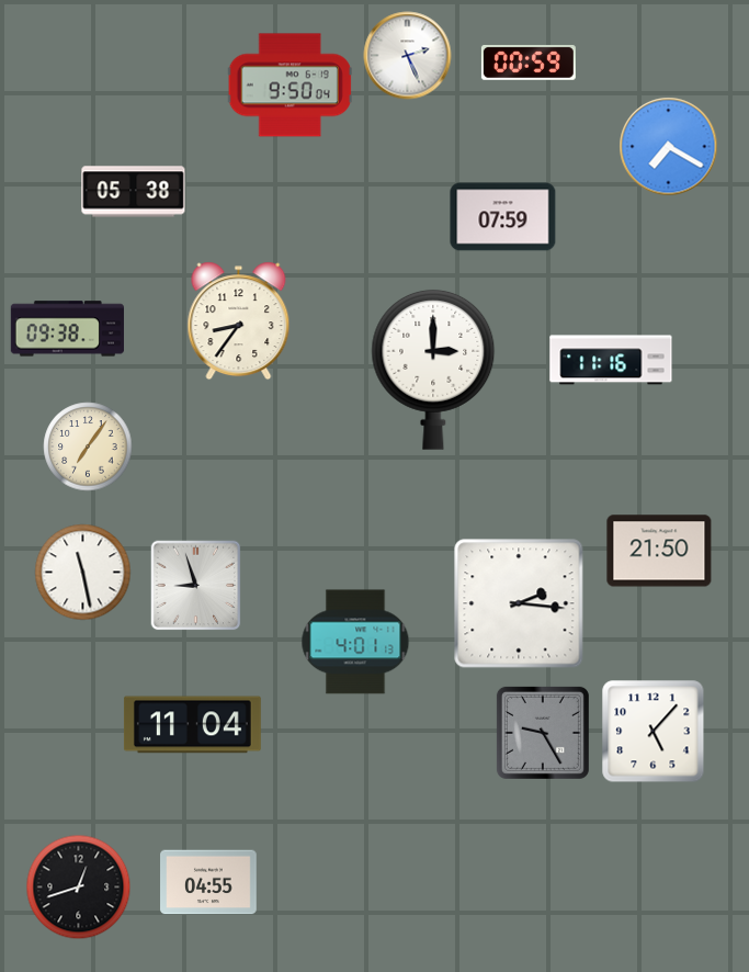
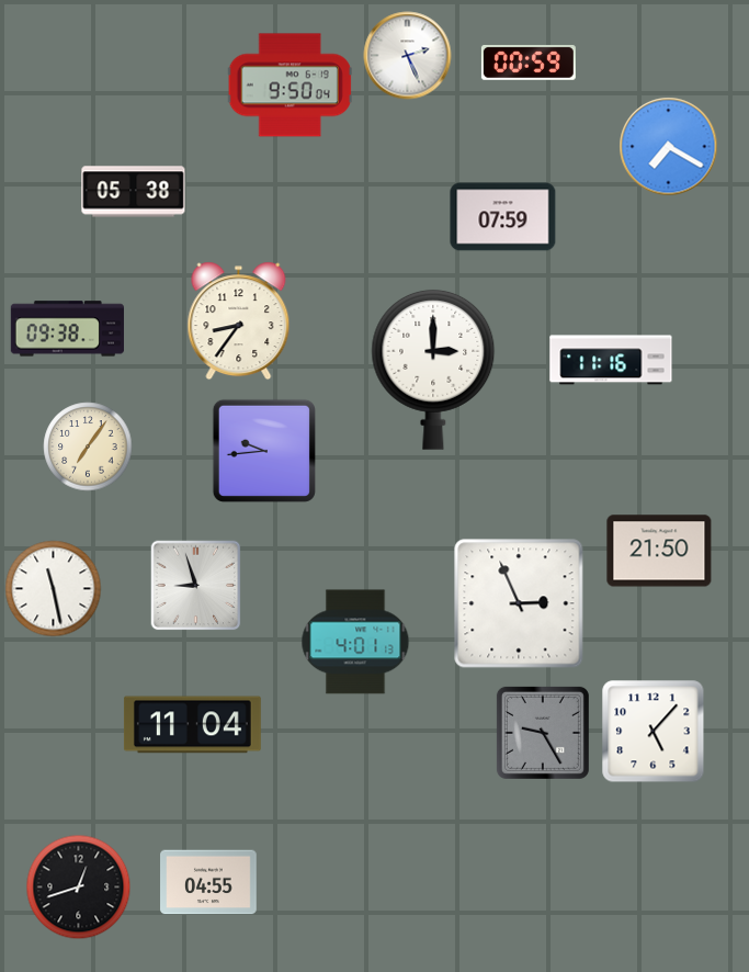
clock at (264, 451): none -> 9:44
clock at (83, 573) position: (83, 573) -> (54, 589)
clock at (519, 603): 2:16 -> 2:56
